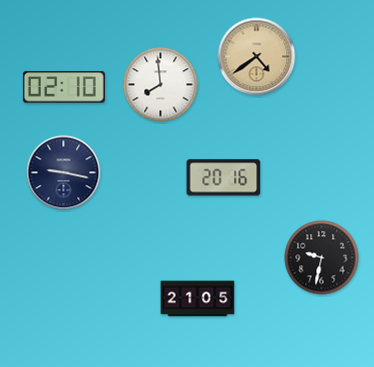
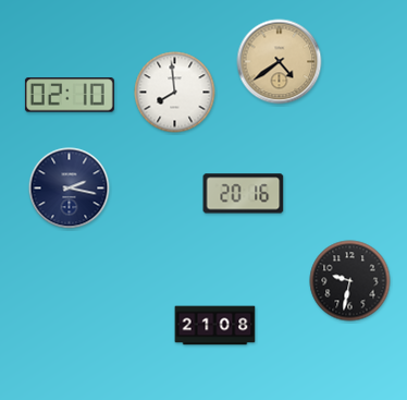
clock at (64, 173): 9:17 -> 2:17
clock at (198, 299): 21:05 -> 21:08
